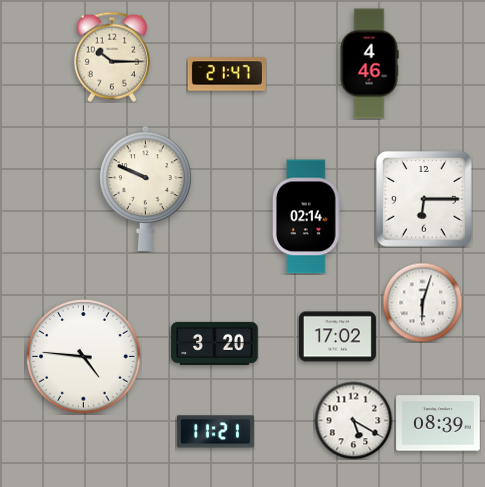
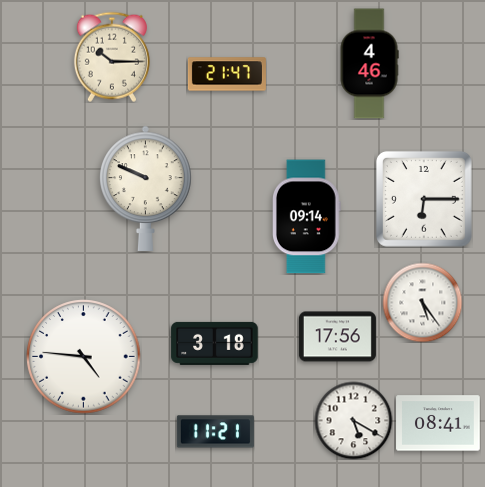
clock at (307, 217): 02:14 -> 09:14
clock at (422, 302): 6:03 -> 5:24
clock at (337, 337): 17:02 -> 17:56
clock at (215, 343): 3:20 -> 3:18
clock at (438, 423): 08:39 -> 08:41
